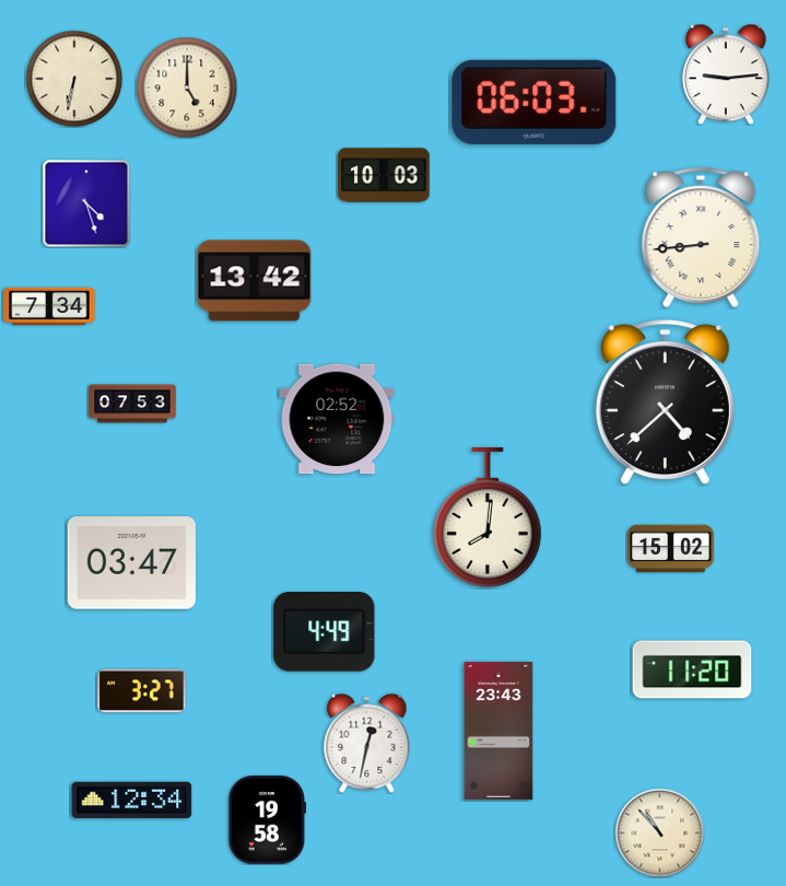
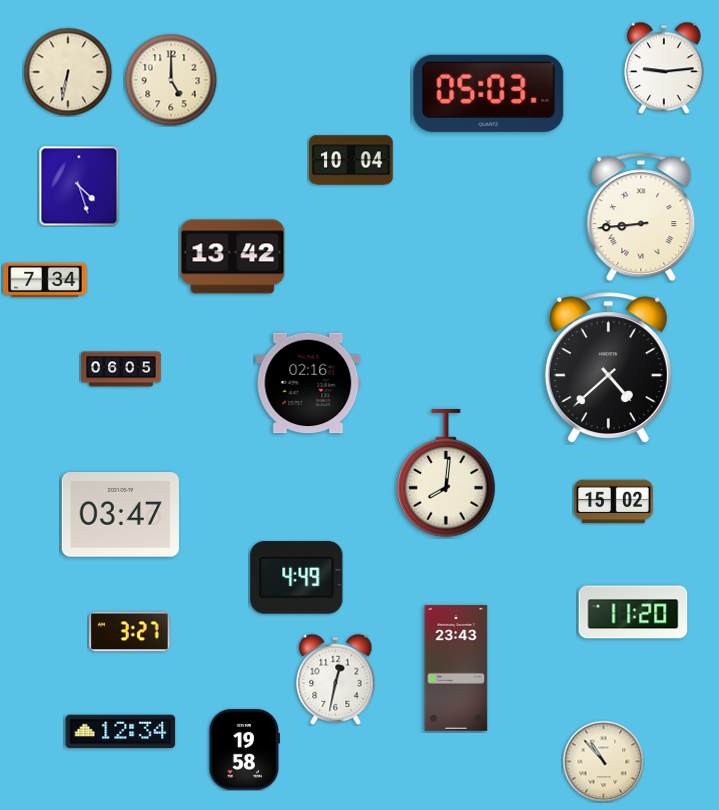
clock at (535, 102): 06:03 -> 05:03
clock at (384, 175): 10:03 -> 10:04
clock at (132, 404): 07:53 -> 06:05
clock at (337, 419): 02:52 -> 02:16
